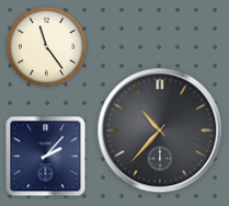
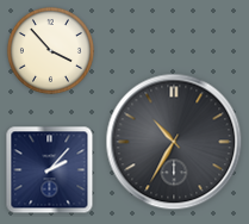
clock at (46, 46): 11:24 -> 3:53
clock at (160, 130): 10:37 -> 10:35
